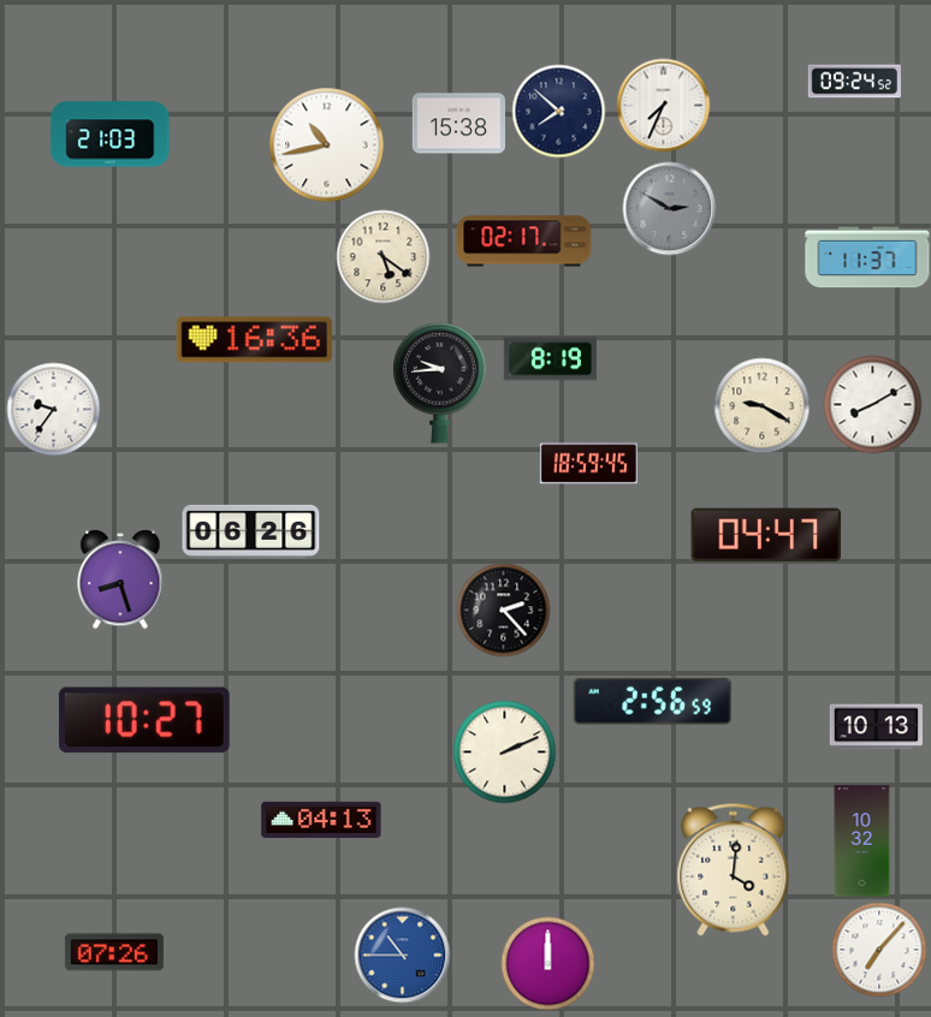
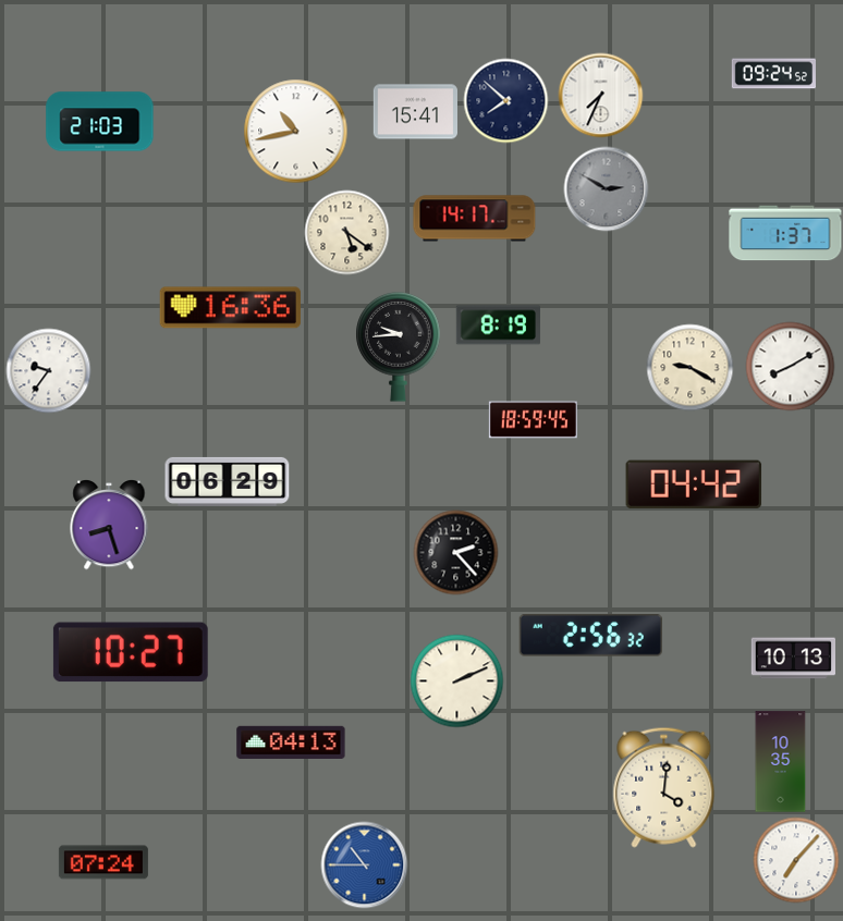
clock at (458, 124): 15:38 -> 15:41
clock at (524, 242): 02:17 -> 14:17
clock at (867, 257): 11:37 -> 1:37
clock at (251, 531): 06:26 -> 06:29
clock at (766, 535): 04:47 -> 04:42
clock at (652, 701): 2:56:59 -> 2:56:32
clock at (862, 841): 10:32 -> 10:35
clock at (114, 952): 07:26 -> 07:24
clock at (547, 963): 12:00 -> none
